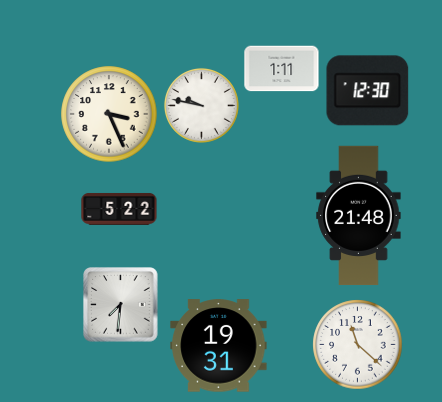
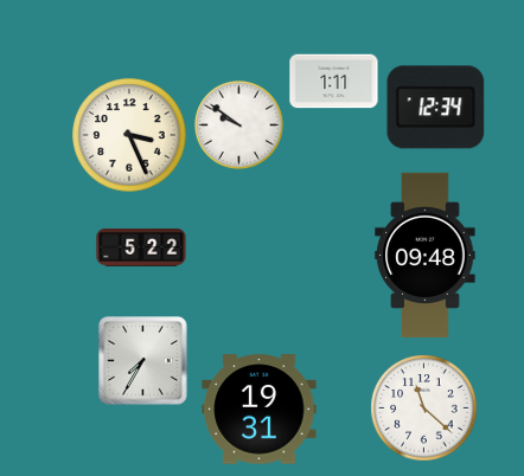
clock at (368, 91): 12:30 -> 12:34
clock at (201, 105): 9:47 -> 9:51
clock at (359, 216): 21:48 -> 09:48
clock at (121, 305): 7:31 -> 7:35
